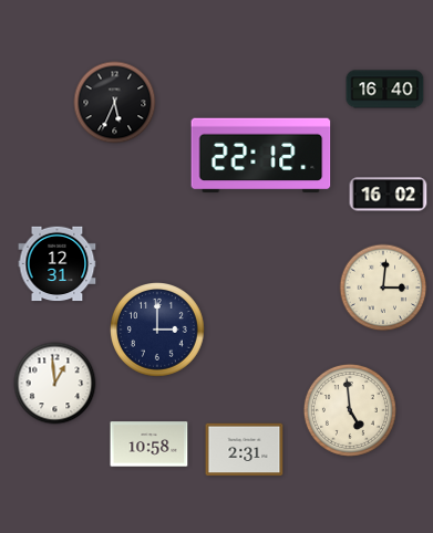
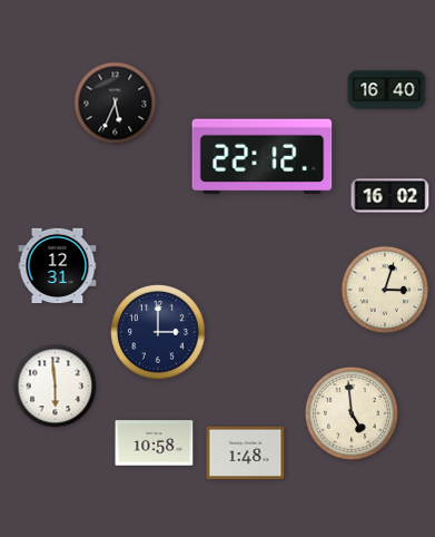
clock at (383, 288): 3:01 -> 3:03
clock at (55, 384): 12:59 -> 5:59
clock at (150, 445) position: (150, 445) -> (155, 443)
clock at (245, 450): 2:31 -> 1:48
